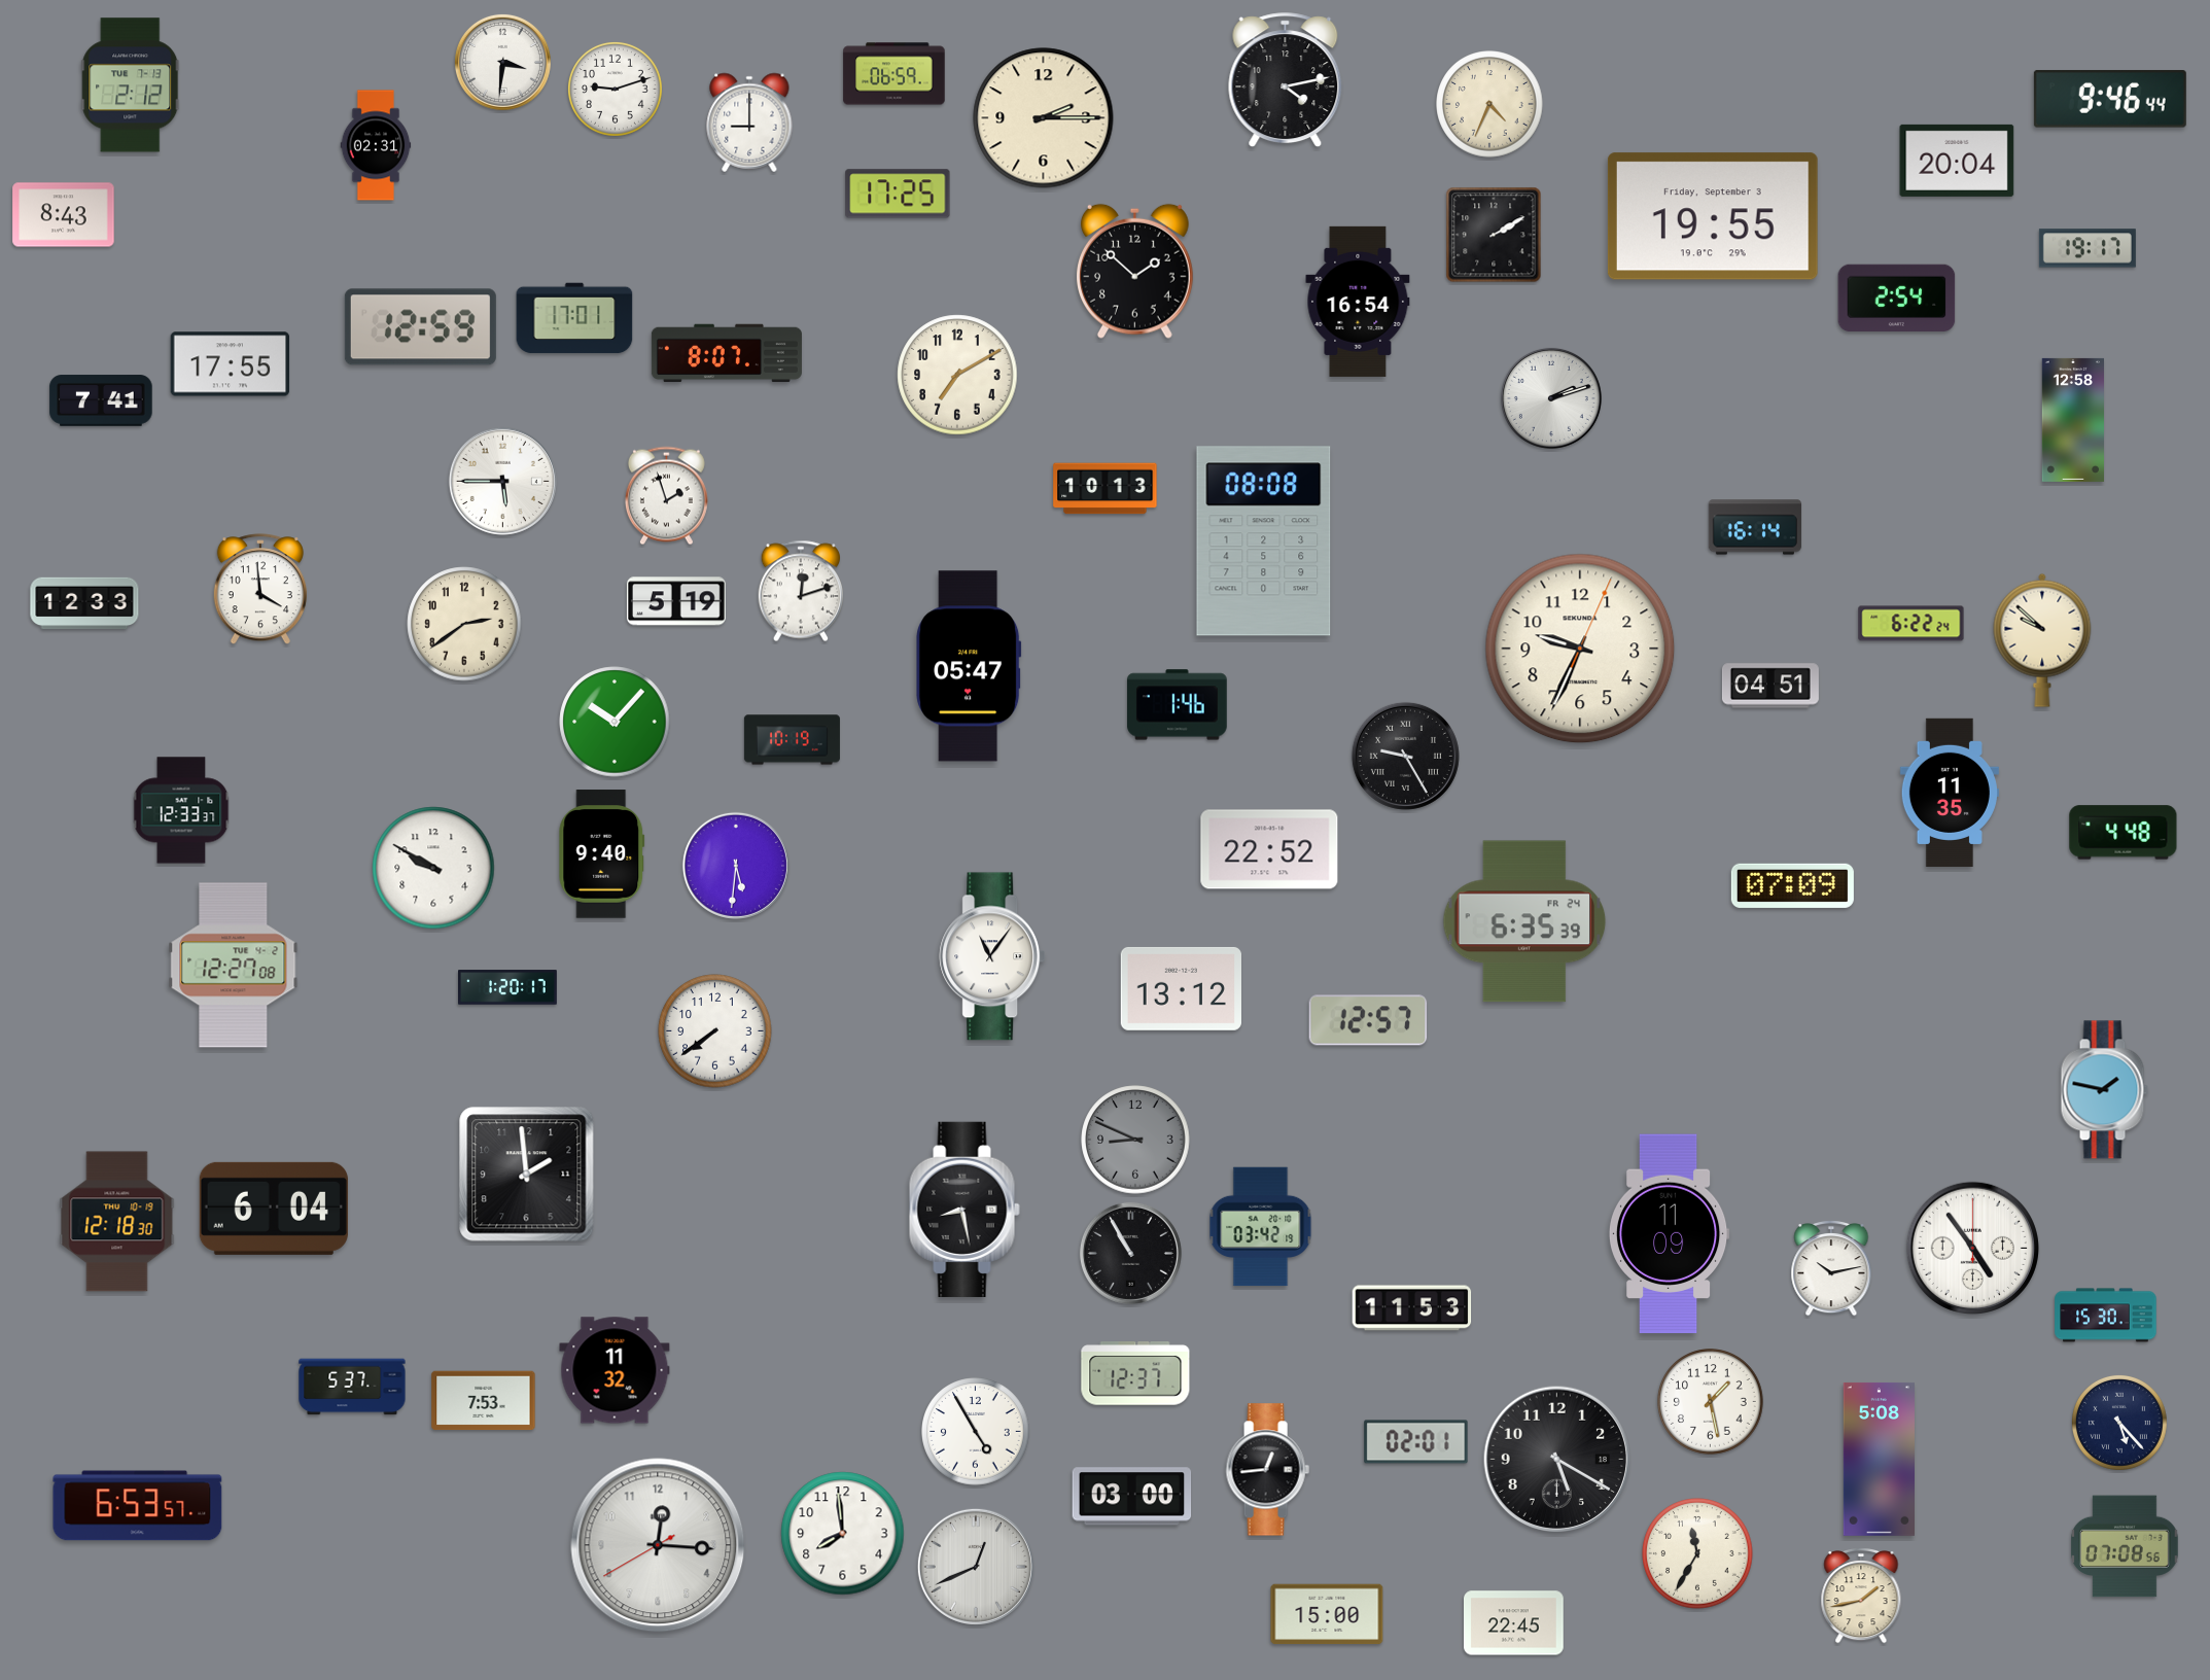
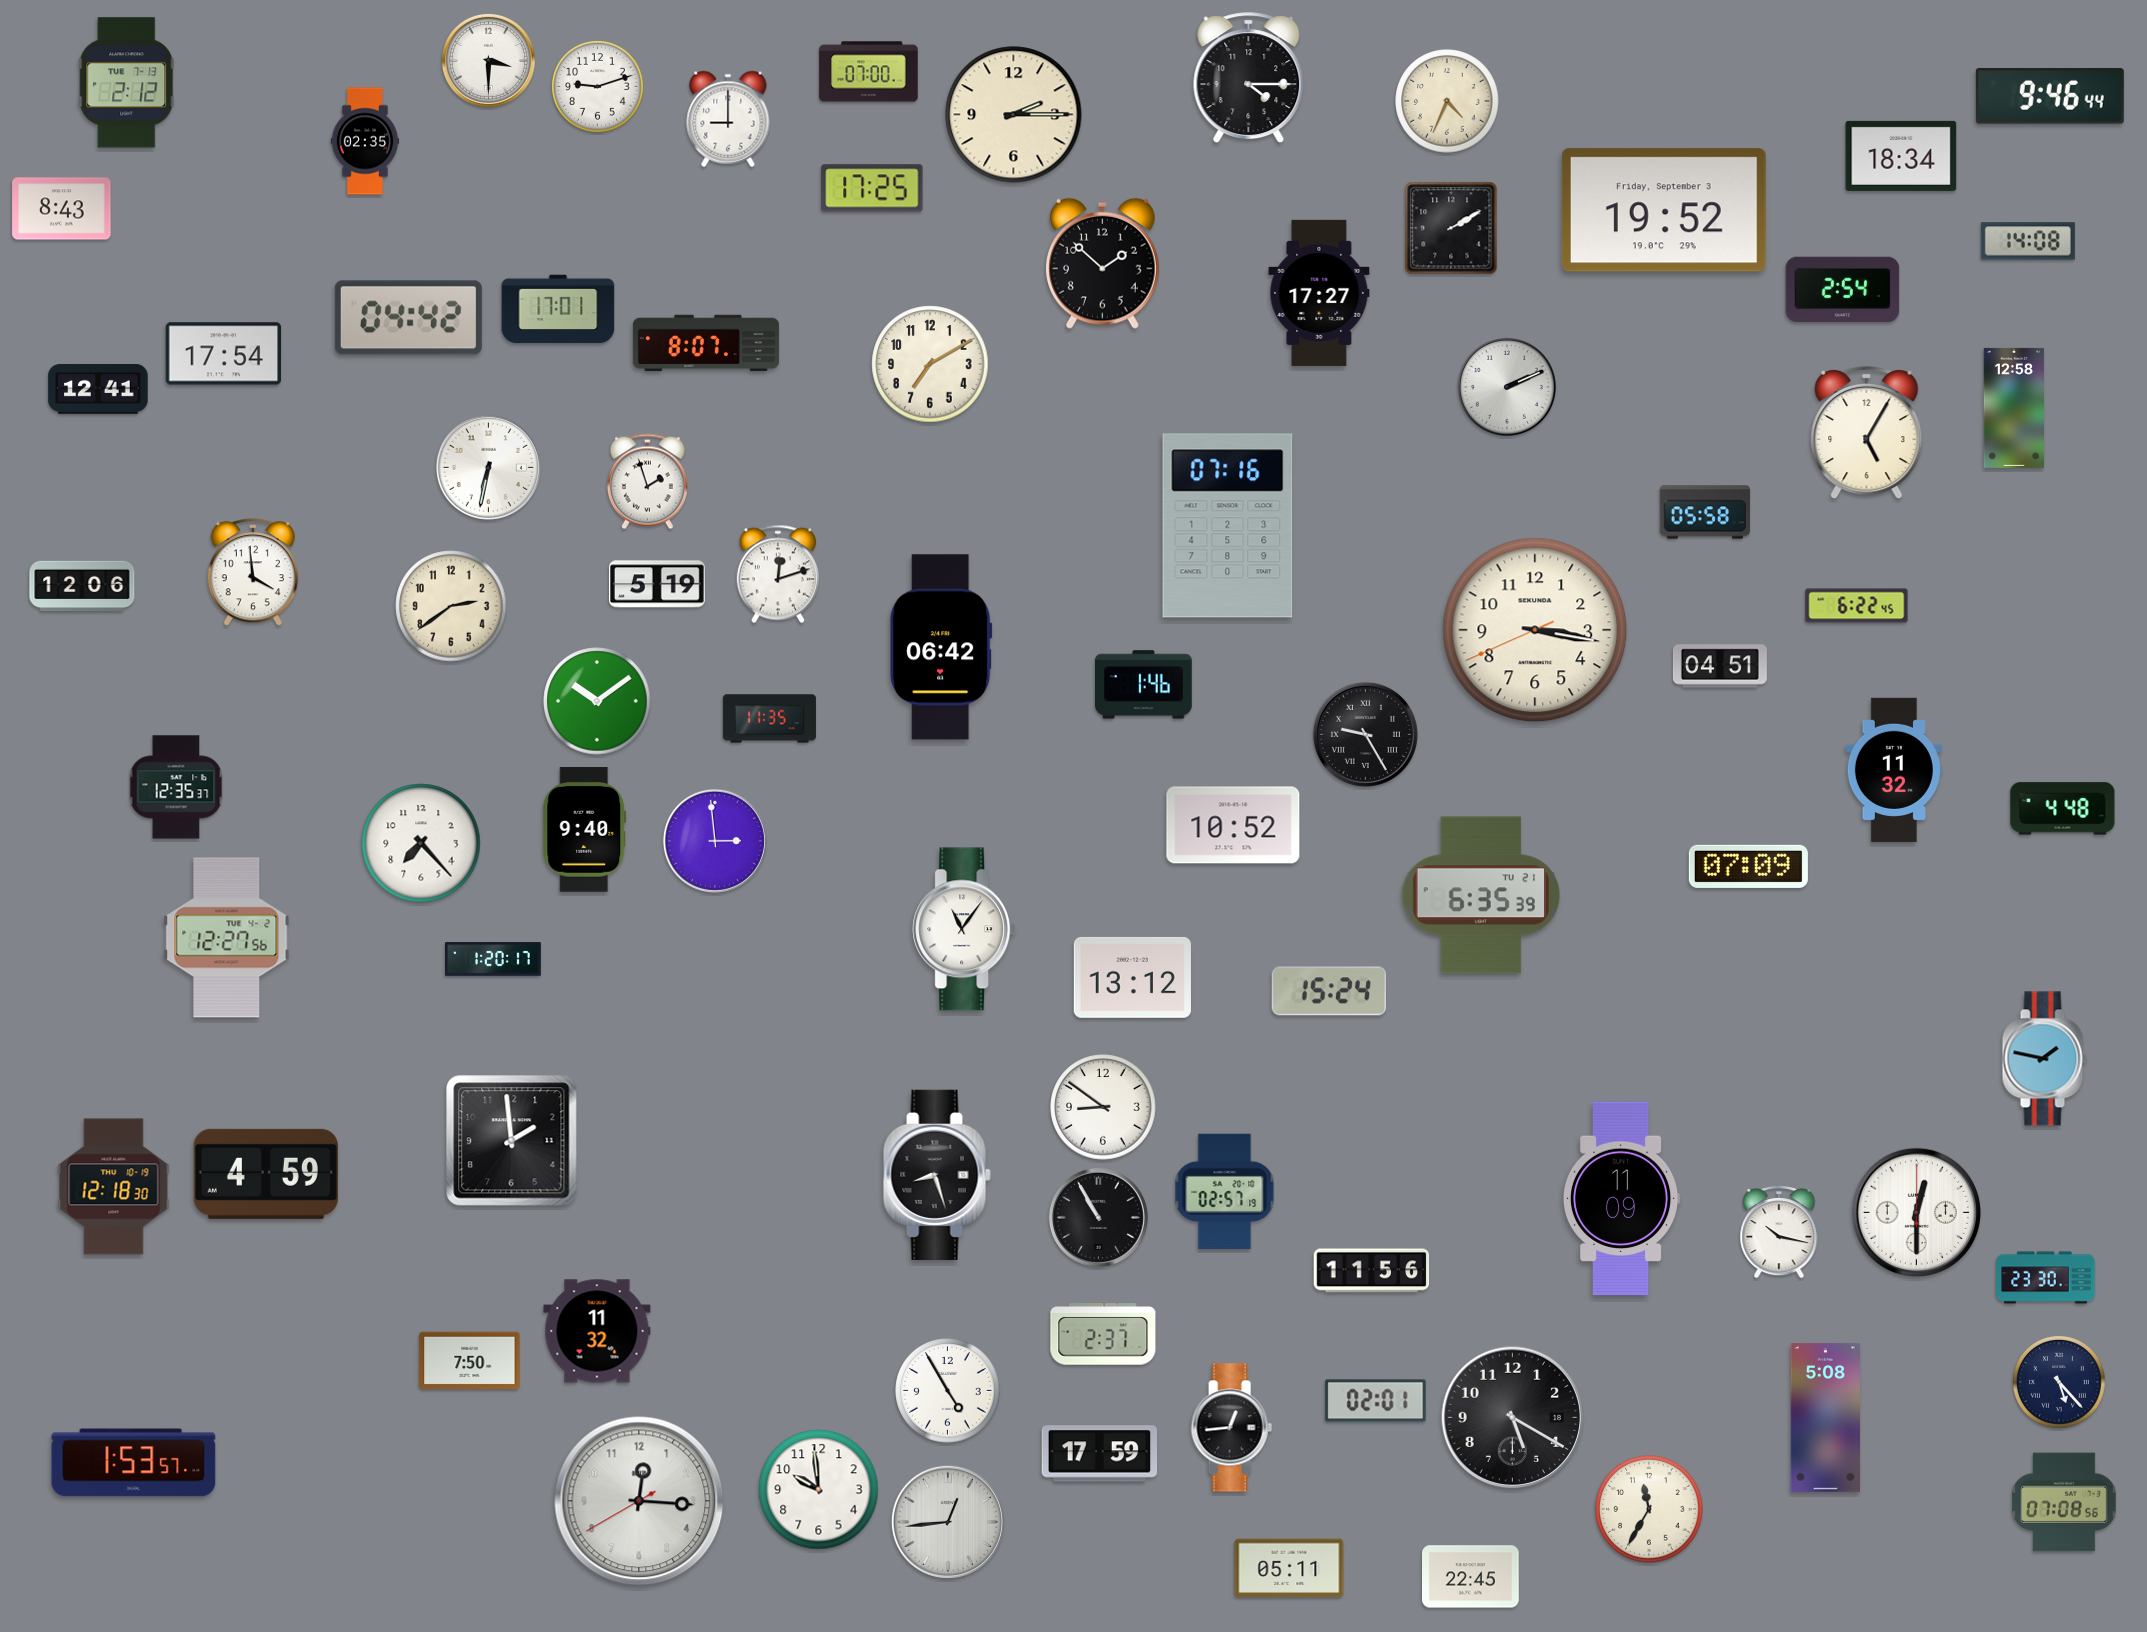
clock at (502, 62): 3:31 -> 3:30
clock at (894, 74): 06:59 -> 07:00
clock at (1286, 80): 4:13 -> 4:15
clock at (376, 145): 02:31 -> 02:35
clock at (1957, 161): 20:04 -> 18:34
clock at (1713, 216): 19:55 -> 19:52
clock at (2088, 248): 19:17 -> 14:08
clock at (1358, 302): 16:54 -> 17:27
clock at (420, 327): 12:59 -> 04:42
clock at (231, 364): 17:55 -> 17:54
clock at (1551, 398): 2:12 -> 2:11
clock at (101, 400): 7:41 -> 12:41
clock at (1867, 433): none -> 5:05
clock at (502, 481): 5:45 -> 6:32
clock at (1106, 489): 10:13 -> none
clock at (1755, 527): 16:14 -> 05:58
clock at (1264, 541): 08:08 -> 07:16
clock at (84, 603): 12:33 -> 12:06
clock at (1911, 624): 6:22:24 -> 6:22:45
clock at (2042, 640): 9:52 -> none
clock at (1580, 649): 9:34 -> 3:16
clock at (969, 666): 05:47 -> 06:42
clock at (615, 722): 10:07 -> 10:09
clock at (792, 740): 10:19 -> 11:35
clock at (1950, 793): 11:35 -> 11:32
clock at (181, 810): 12:33 -> 12:35
clock at (1269, 849): 22:52 -> 10:52
clock at (736, 866): 5:31 -> 2:59
clock at (433, 868): 9:50 -> 7:23
clock at (1792, 885) position: (1792, 885) -> (1748, 866)
clock at (1524, 921) date: FR 24 -> TU 21
clock at (234, 966): 12:27:08 -> 12:27:56
clock at (1181, 988) position: (1181, 988) -> (1132, 977)
clock at (1368, 1020): 12:57 -> 15:24
clock at (715, 1031): 7:39 -> none
clock at (1135, 1140): 8:49 -> 8:51
clock at (1135, 1140) dial: grey -> white
clock at (274, 1209): 6:04 -> 4:59
clock at (964, 1210): 8:28 -> 8:27
clock at (1261, 1227): 03:42 -> 02:57
clock at (1972, 1248): 4:54 -> 12:30
clock at (1831, 1268): 10:13 -> 10:17
clock at (1412, 1308): 11:53 -> 11:56
clock at (2106, 1316): 15:30 -> 23:30
clock at (1135, 1373): 12:37 -> 2:37
clock at (352, 1387): 5:37 -> none
clock at (484, 1401): 7:53 -> 7:50
clock at (1711, 1402): 1:28 -> none
clock at (1132, 1497): 03:00 -> 17:59
clock at (138, 1506): 6:53 -> 1:53
clock at (843, 1534): 7:59 -> 9:59
clock at (976, 1567): 12:41 -> 12:44
clock at (1861, 1596): 1:43 -> none
clock at (1327, 1614): 15:00 -> 05:11
